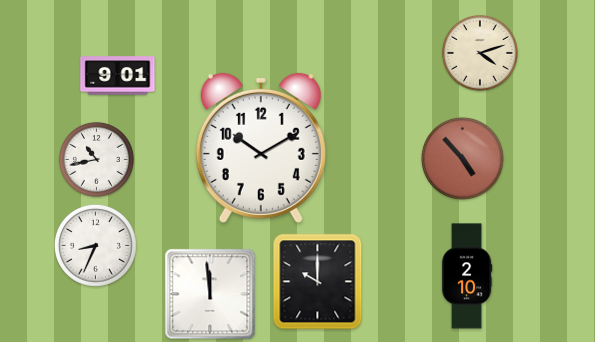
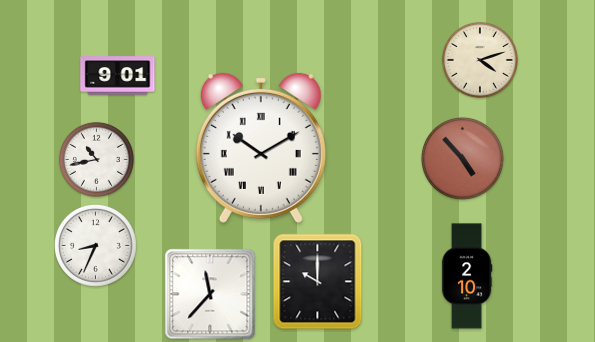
clock at (480, 53) position: (480, 53) -> (480, 60)
clock at (261, 148) numerals: Arabic -> Roman
clock at (210, 294): 11:59 -> 11:37
